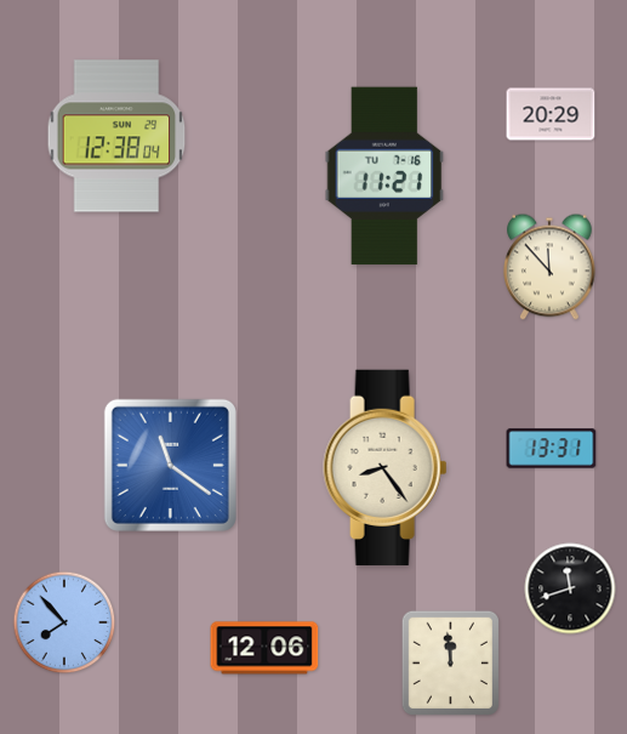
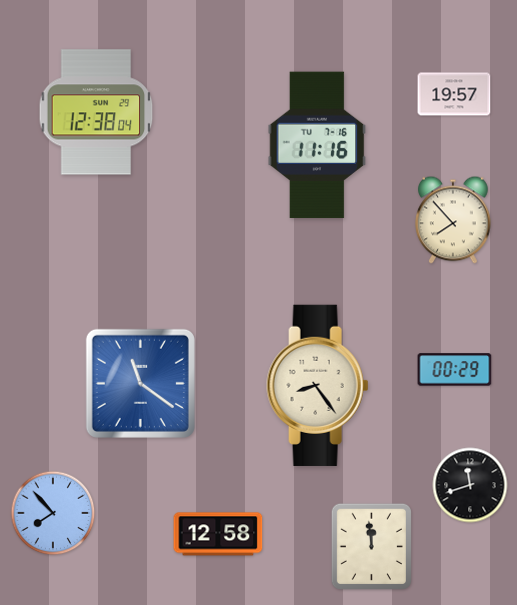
clock at (551, 114): 20:29 -> 19:57
clock at (384, 176): 11:21 -> 11:16
clock at (549, 267): 11:53 -> 7:53
clock at (552, 449): 13:31 -> 00:29
clock at (264, 648): 12:06 -> 12:58
